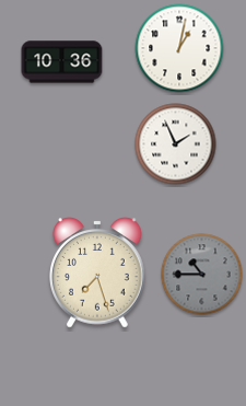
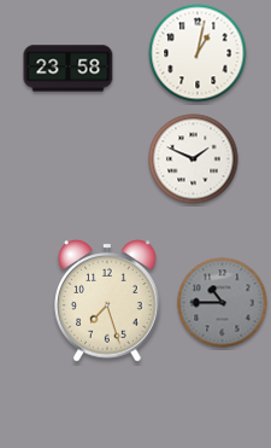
clock at (62, 62): 10:36 -> 23:58
clock at (176, 144): 1:56 -> 1:49
